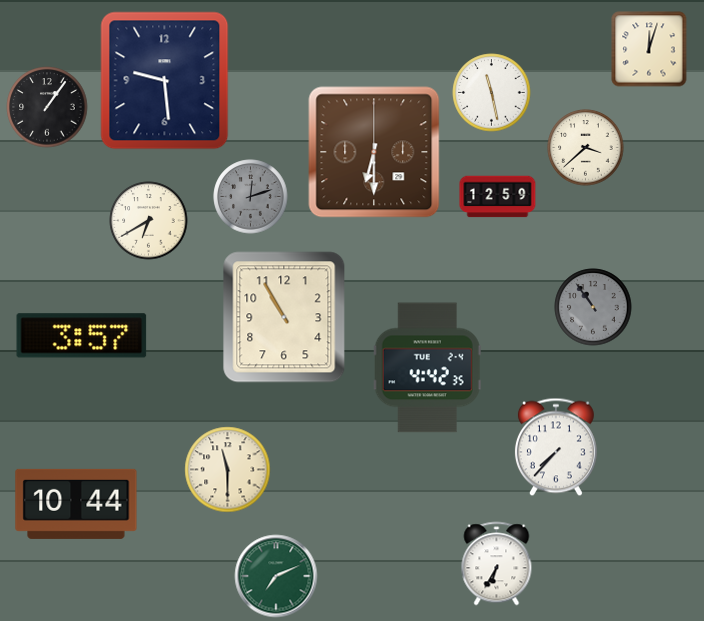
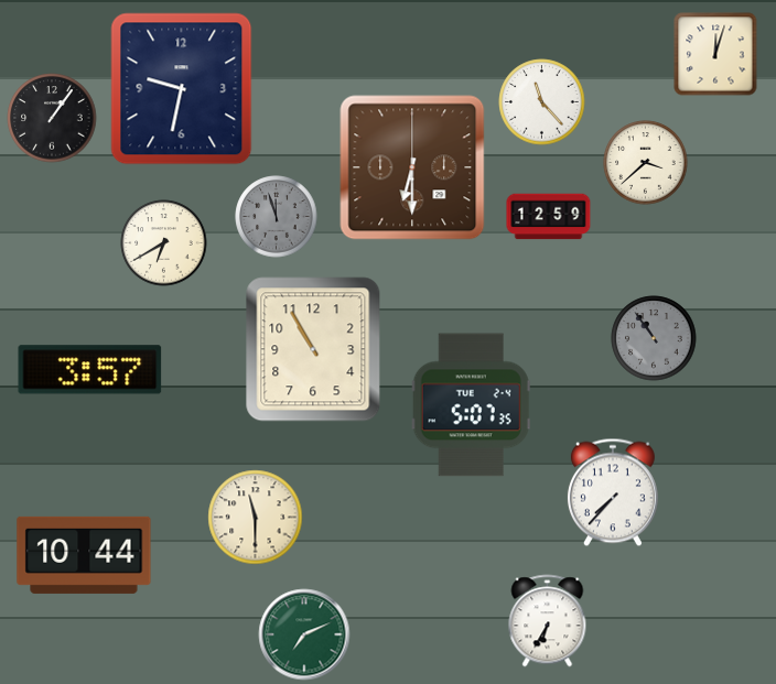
clock at (165, 81): 9:29 -> 9:32
clock at (492, 93): 11:28 -> 11:23
clock at (251, 197): 12:12 -> 11:57
clock at (427, 368): 4:42 -> 5:07
clock at (228, 470) position: (228, 470) -> (256, 518)
